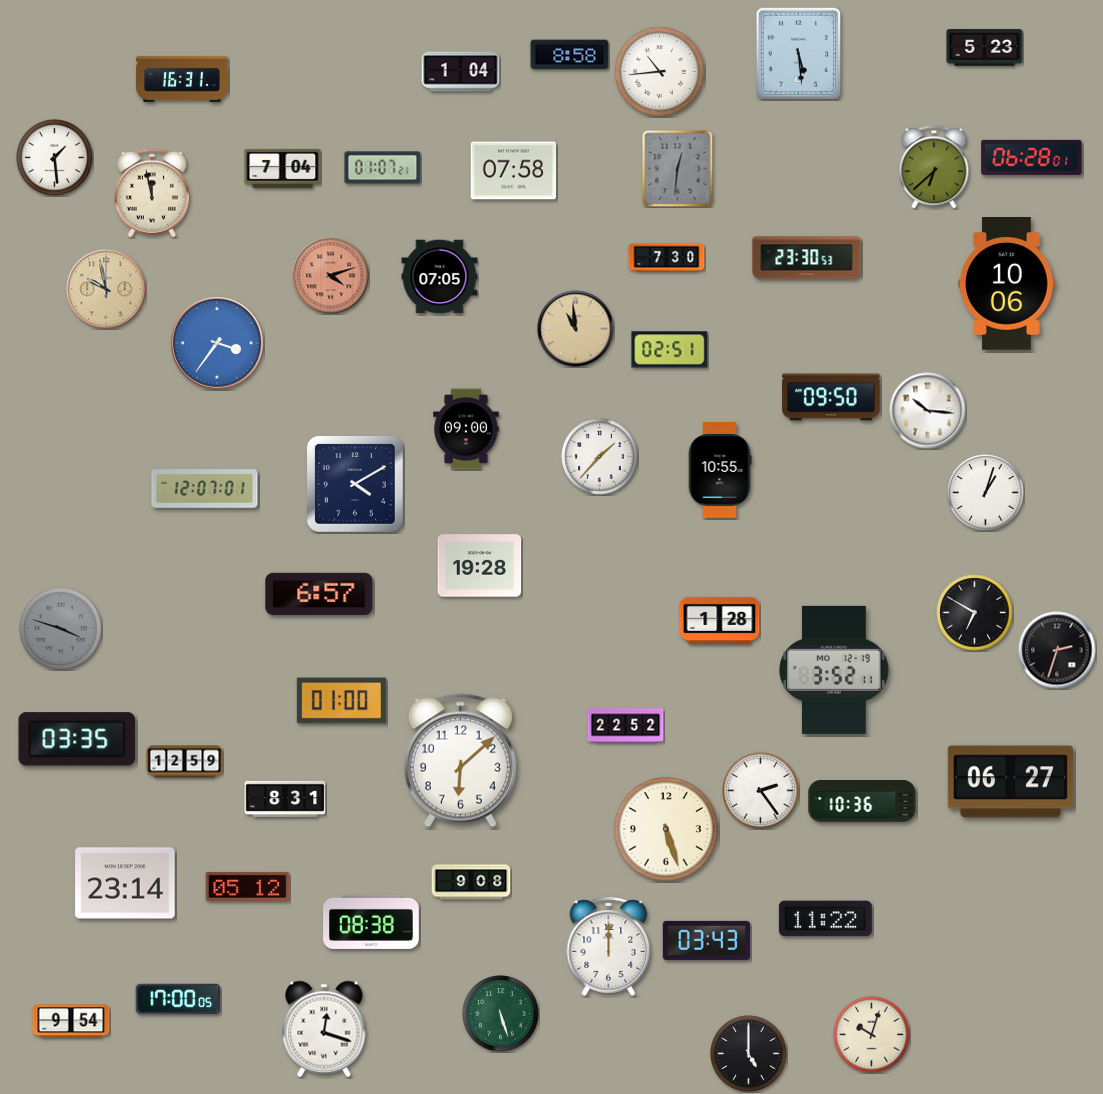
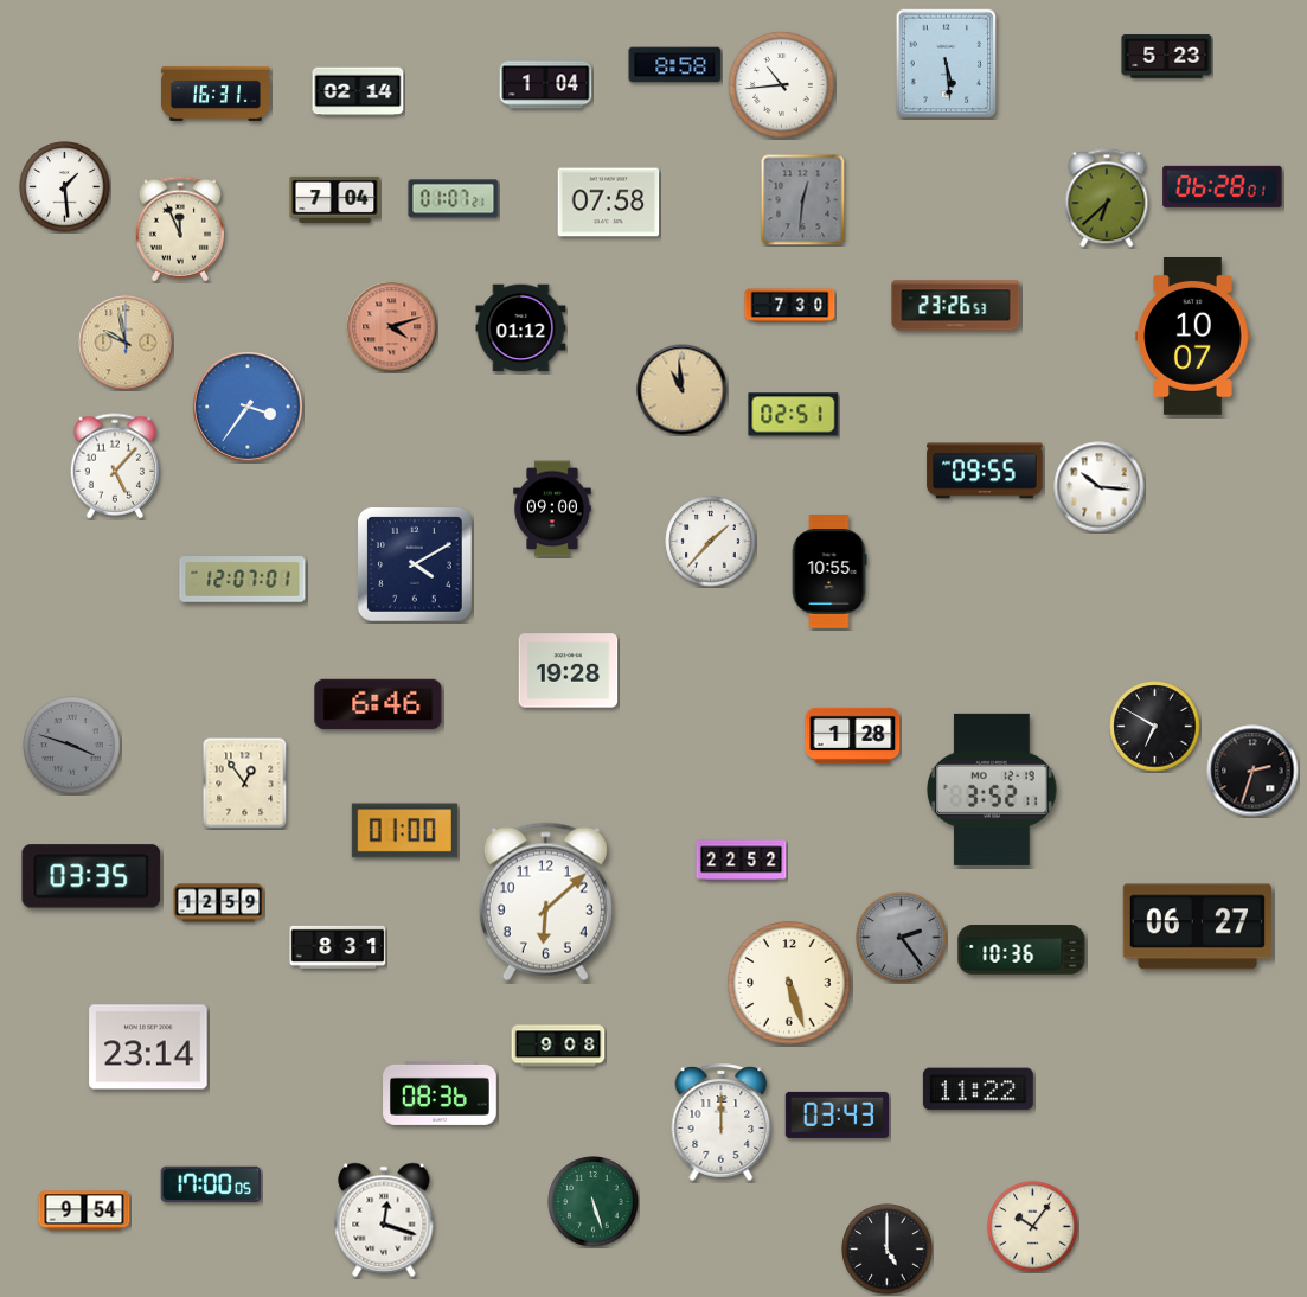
clock at (358, 91): none -> 02:14
clock at (151, 193): 11:58 -> 11:56
clock at (807, 258): 23:30 -> 23:26
clock at (440, 277): 07:05 -> 01:12
clock at (1007, 284): 10:06 -> 10:07
clock at (218, 344) position: (218, 344) -> (249, 408)
clock at (114, 466): none -> 5:07
clock at (831, 397): 09:50 -> 09:55
clock at (720, 470) position: (720, 470) -> (829, 571)
clock at (355, 484) position: (355, 484) -> (415, 564)
clock at (986, 493): 1:03 -> none
clock at (319, 594): 6:57 -> 6:46
clock at (245, 782): none -> 12:54
clock at (835, 670) position: (835, 670) -> (993, 790)
clock at (761, 791) dial: white -> grey
clock at (248, 886): 05:12 -> none
clock at (371, 922): 08:38 -> 08:36
clock at (872, 1035): 10:03 -> 10:06
